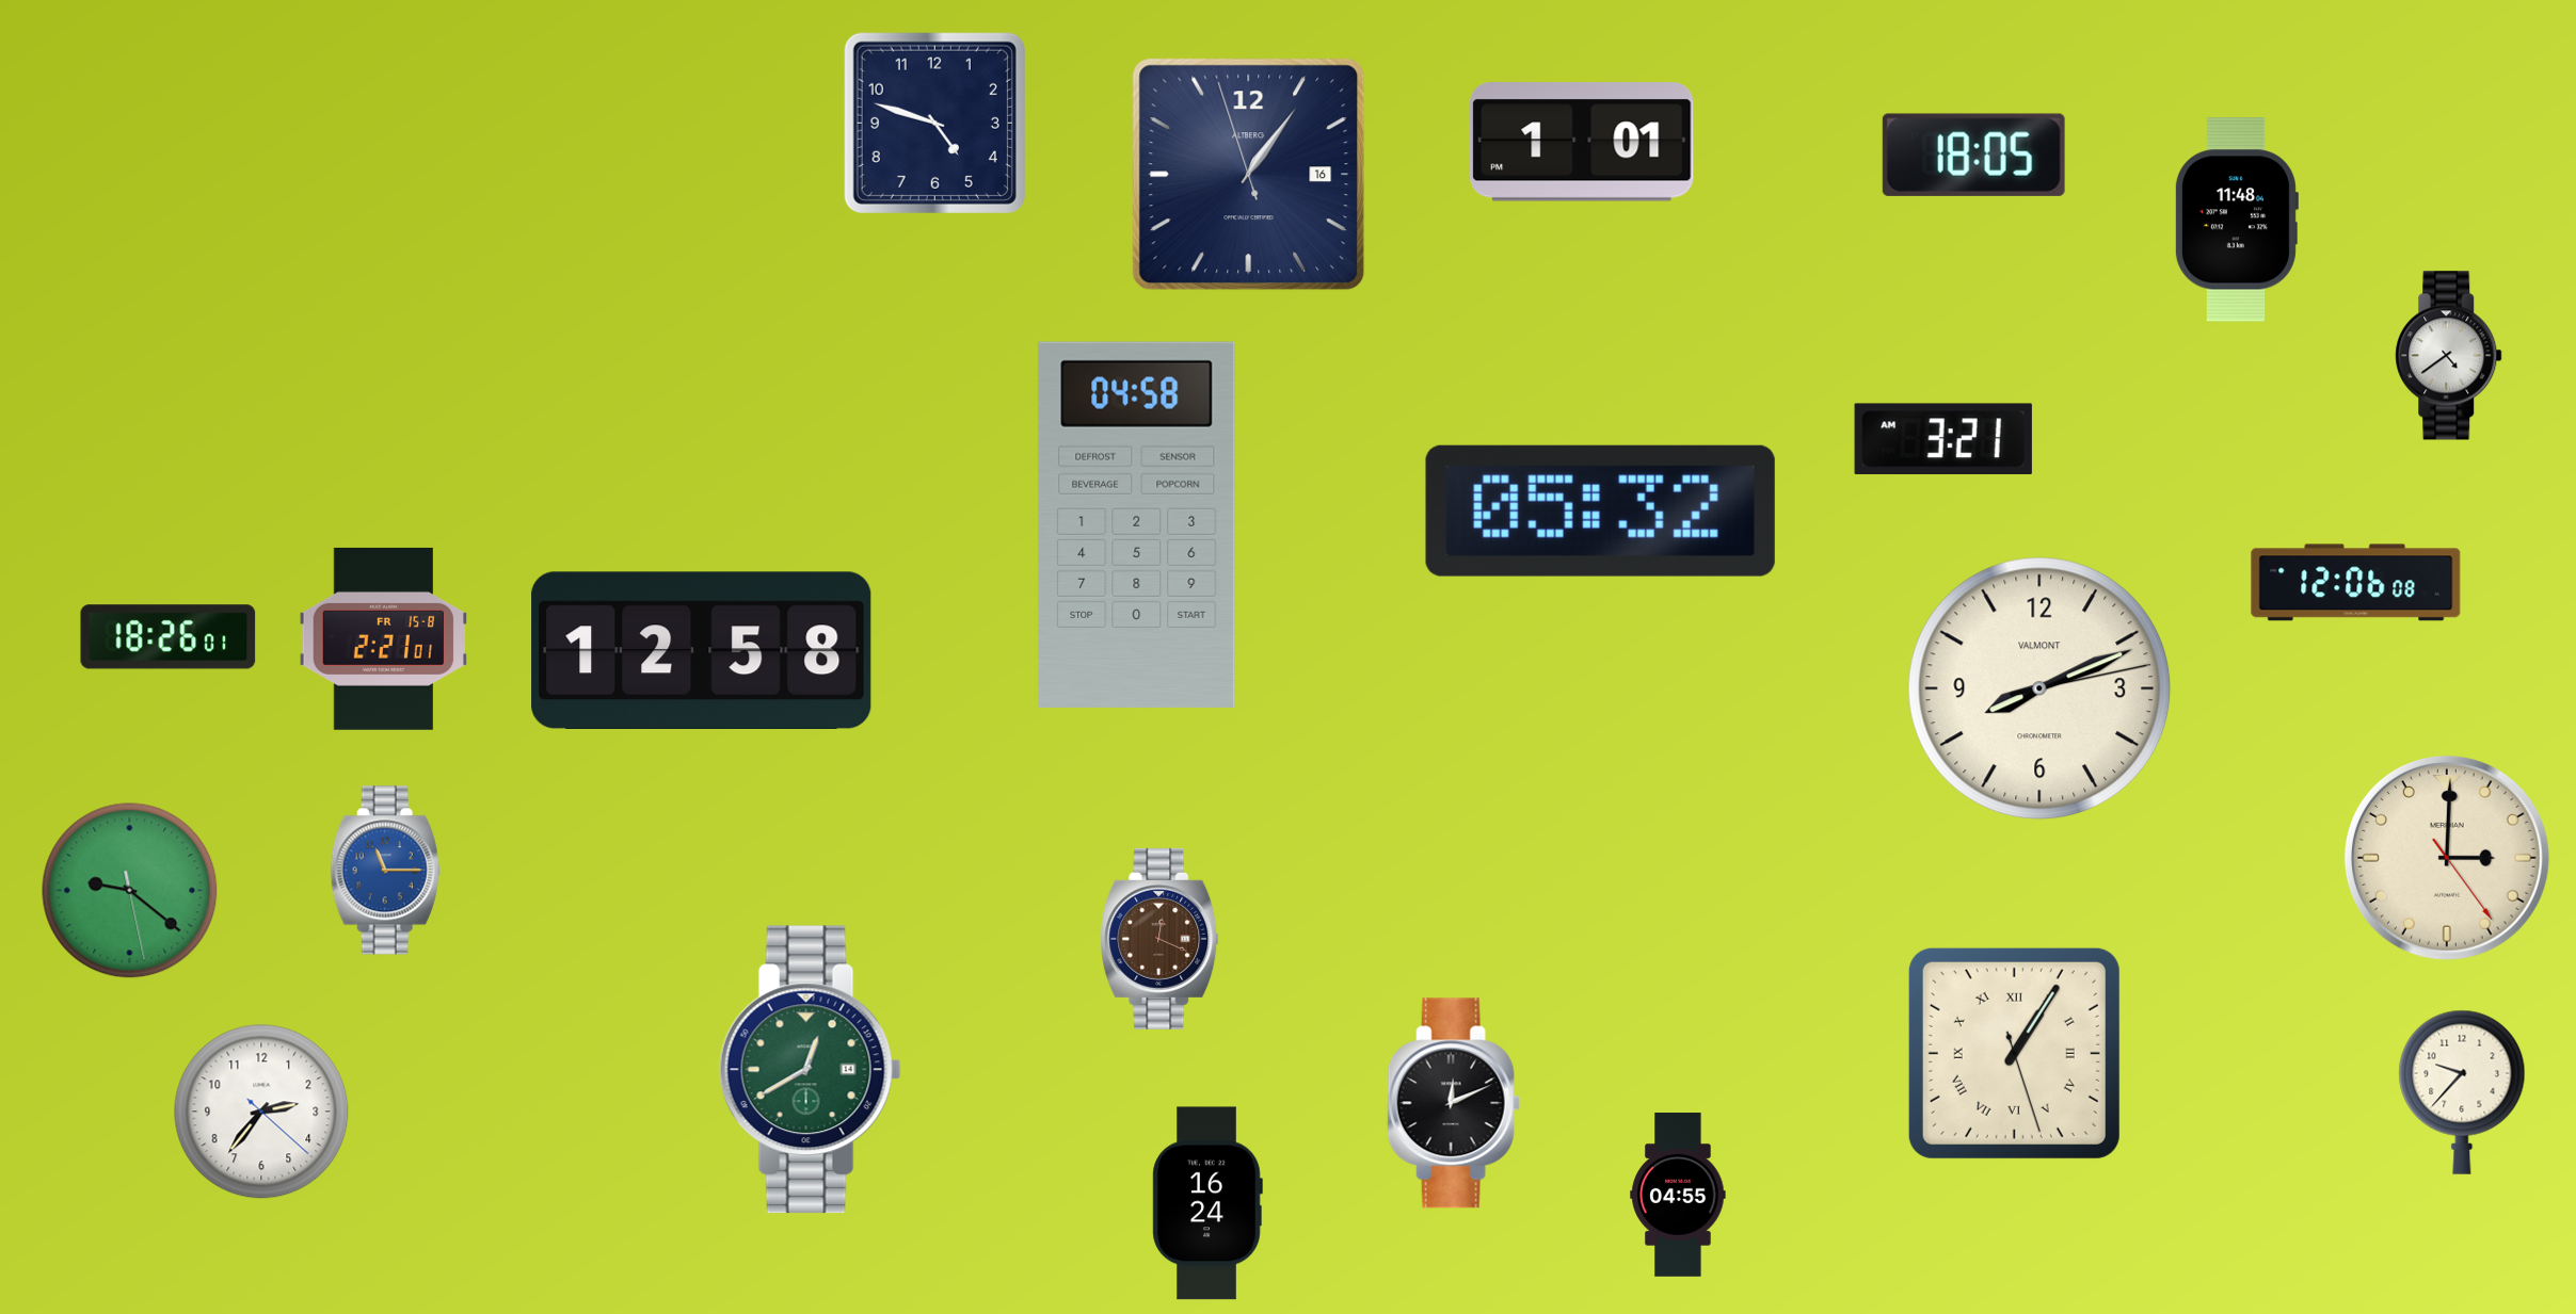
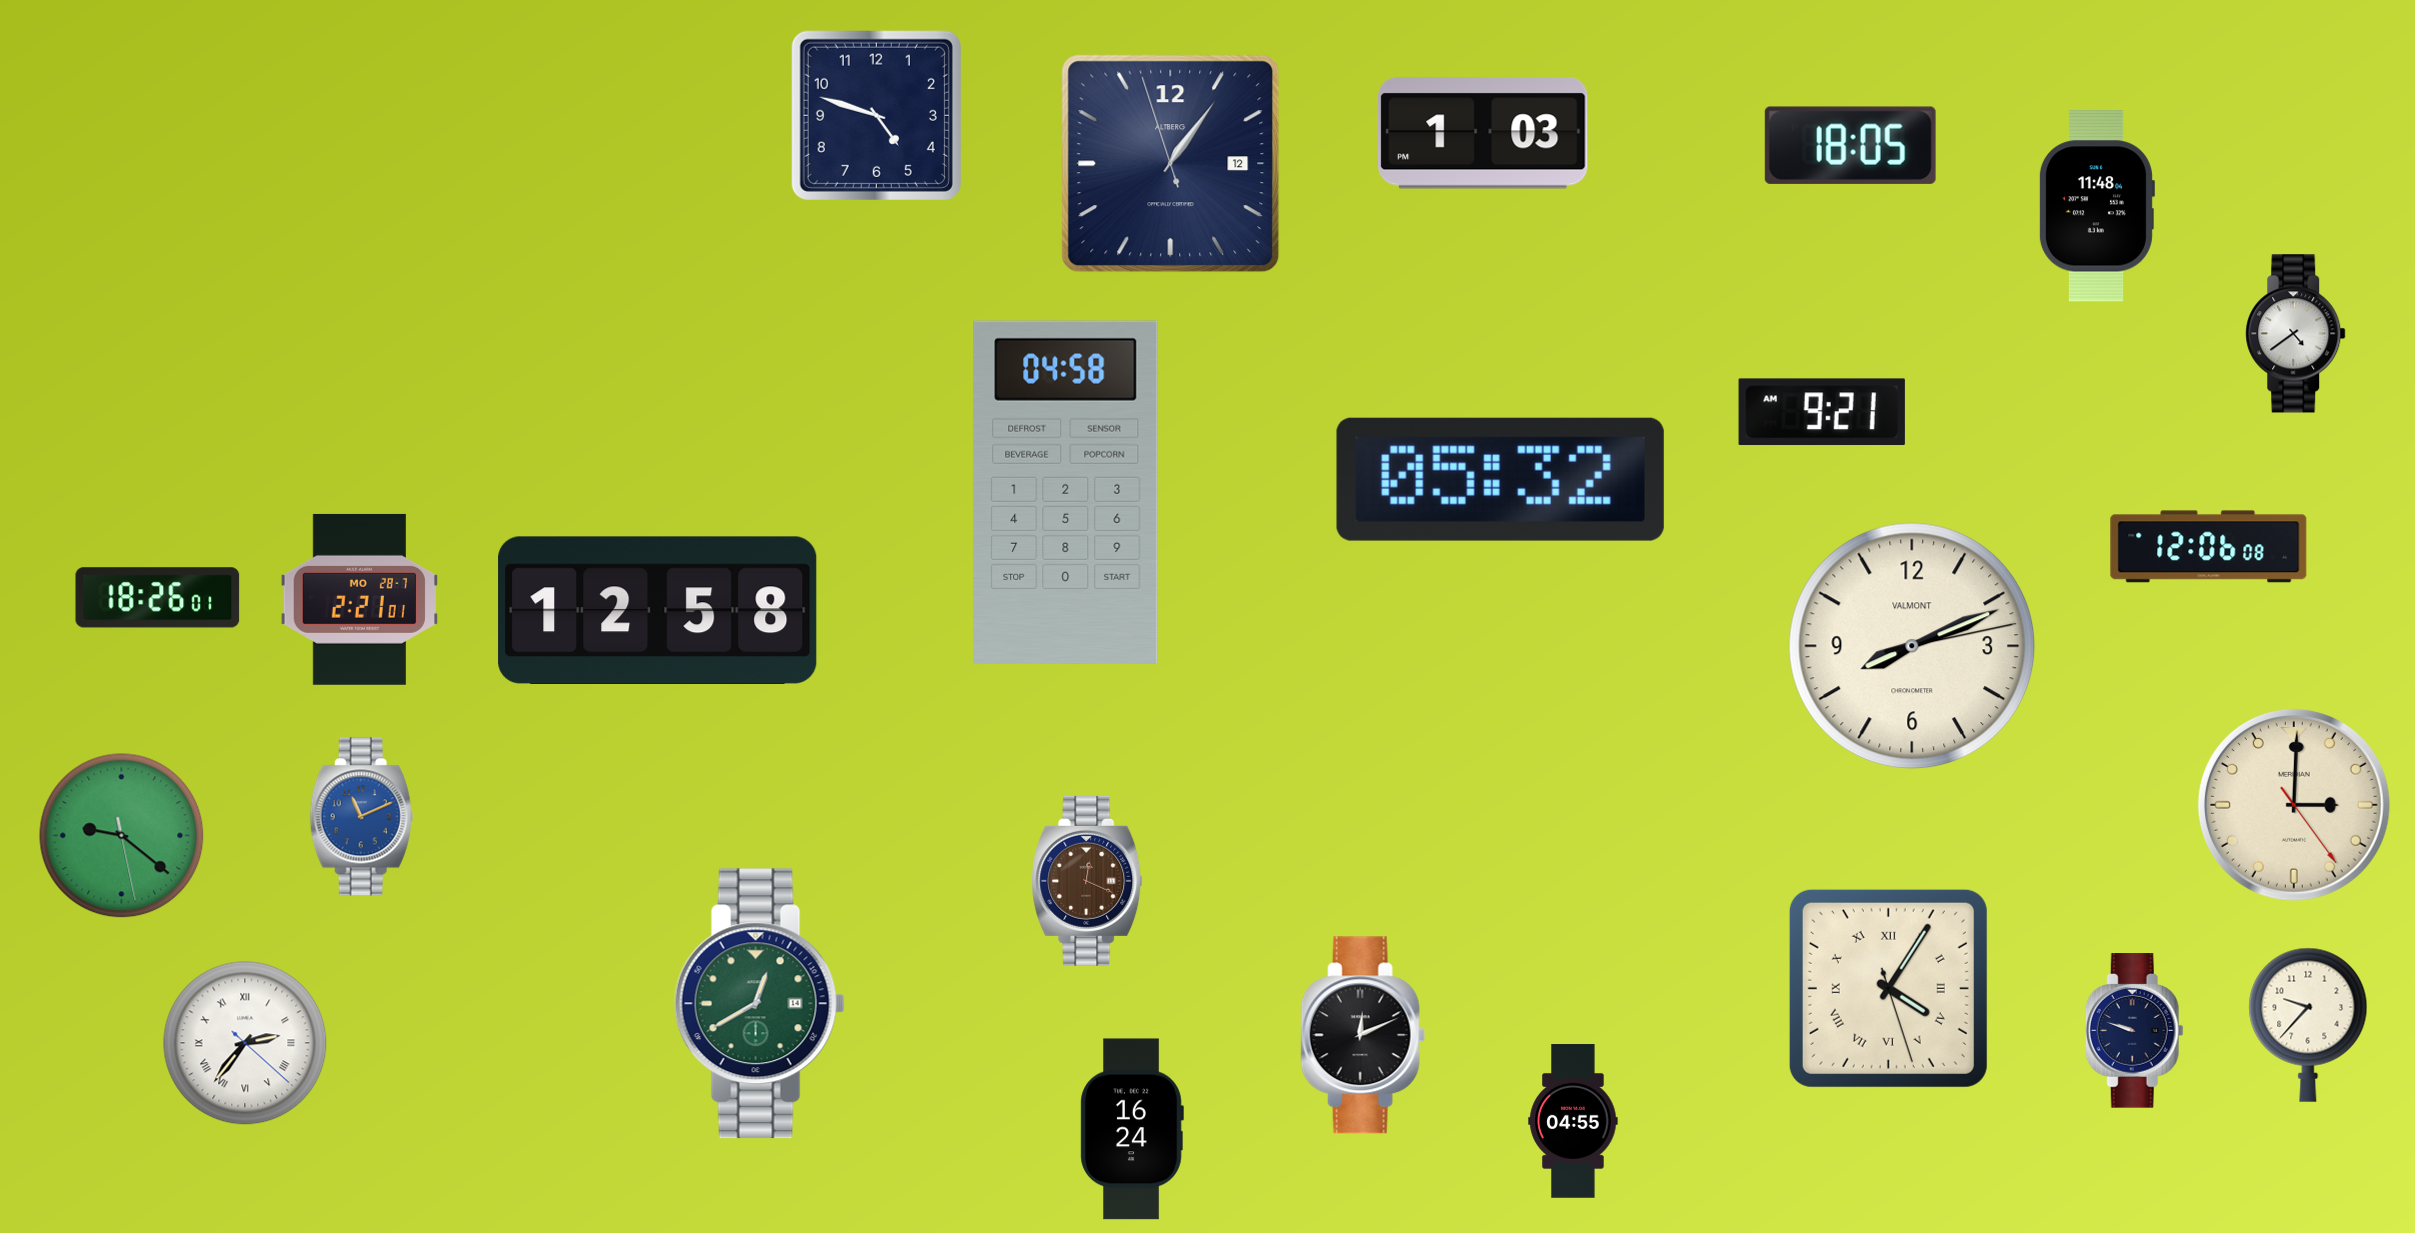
clock at (1582, 142): 1:01 -> 1:03
clock at (1249, 175) date: 16 -> 12
clock at (1943, 439): 3:21 -> 9:21
clock at (383, 638) date: FR 15-8 -> MO 28-7
clock at (385, 871): 11:15 -> 11:11
clock at (2014, 1053): 1:05 -> 4:05
clock at (2134, 1031): none -> 9:48
clock at (261, 1112) numerals: Arabic -> Roman
